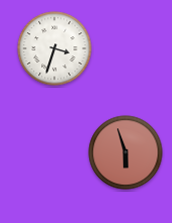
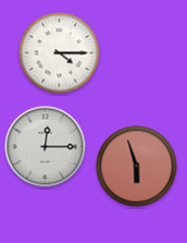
clock at (55, 49): 3:33 -> 4:15
clock at (46, 147): none -> 12:15
